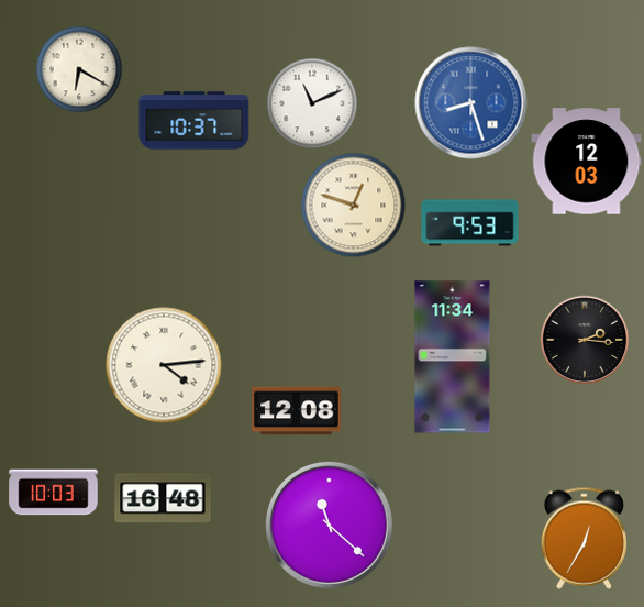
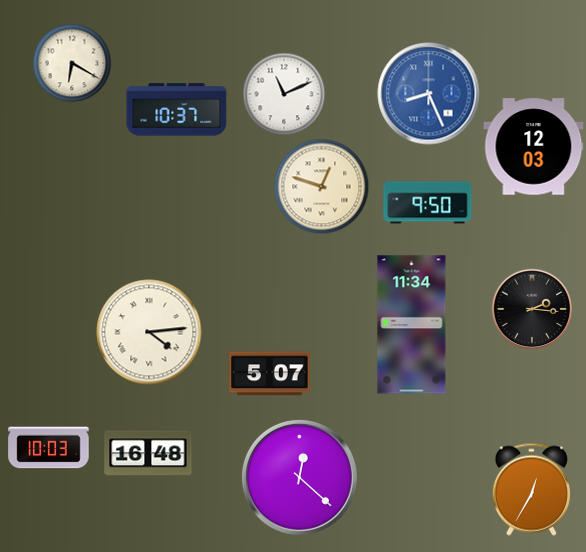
clock at (471, 103): 8:27 -> 8:26
clock at (470, 223): 9:53 -> 9:50
clock at (297, 411): 12:08 -> 5:07
clock at (329, 525): 11:22 -> 12:22
